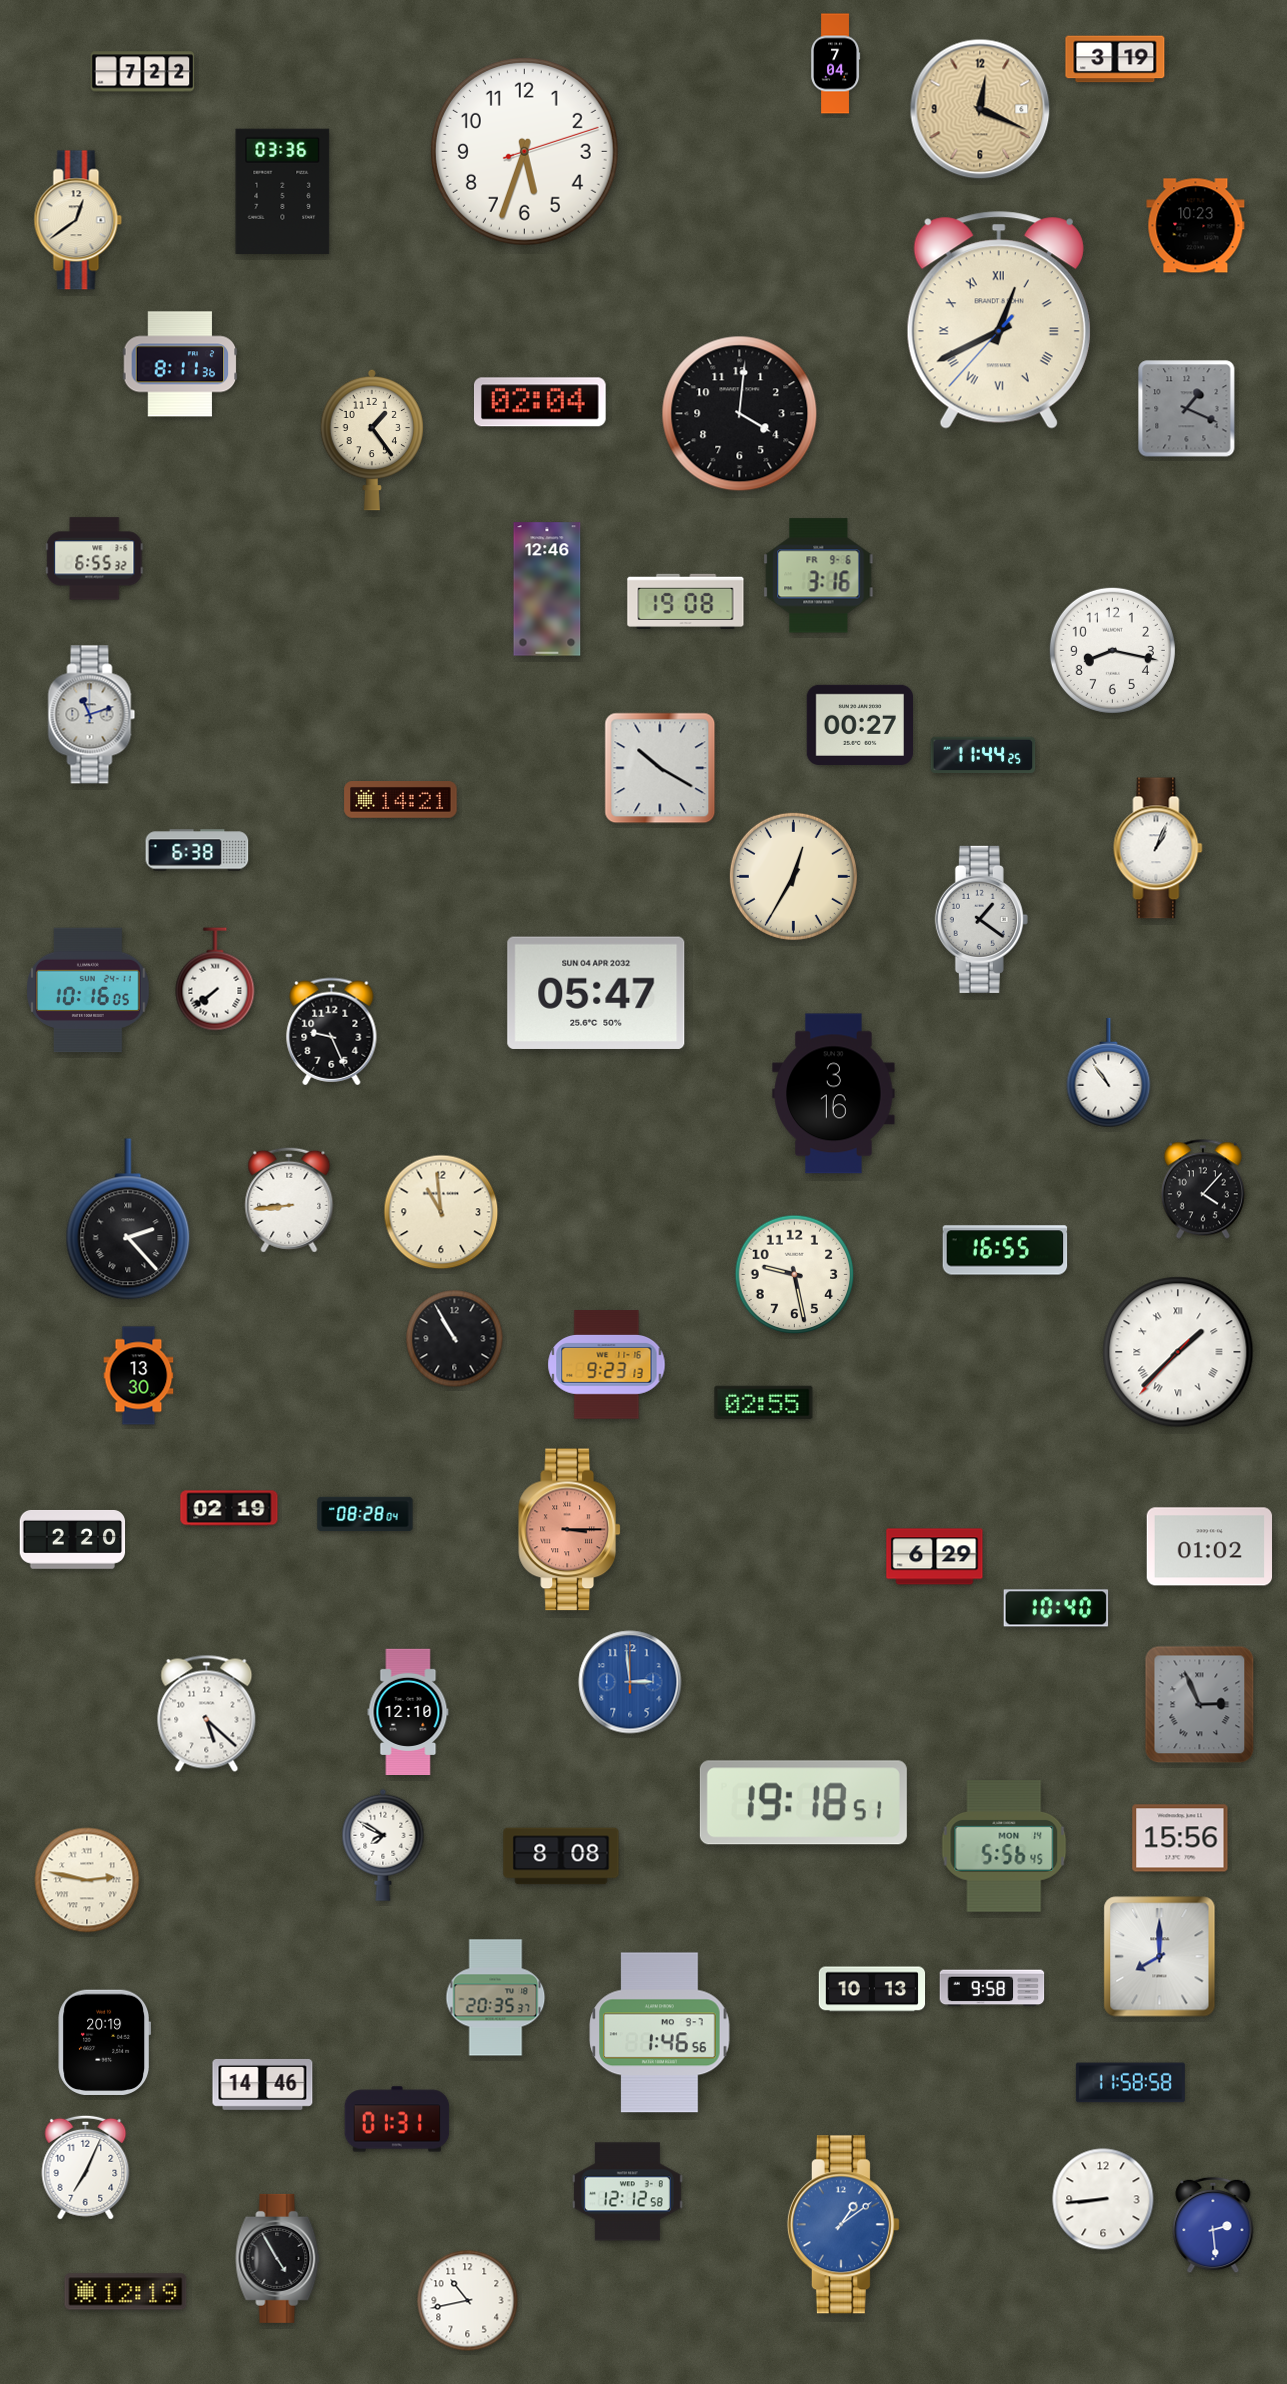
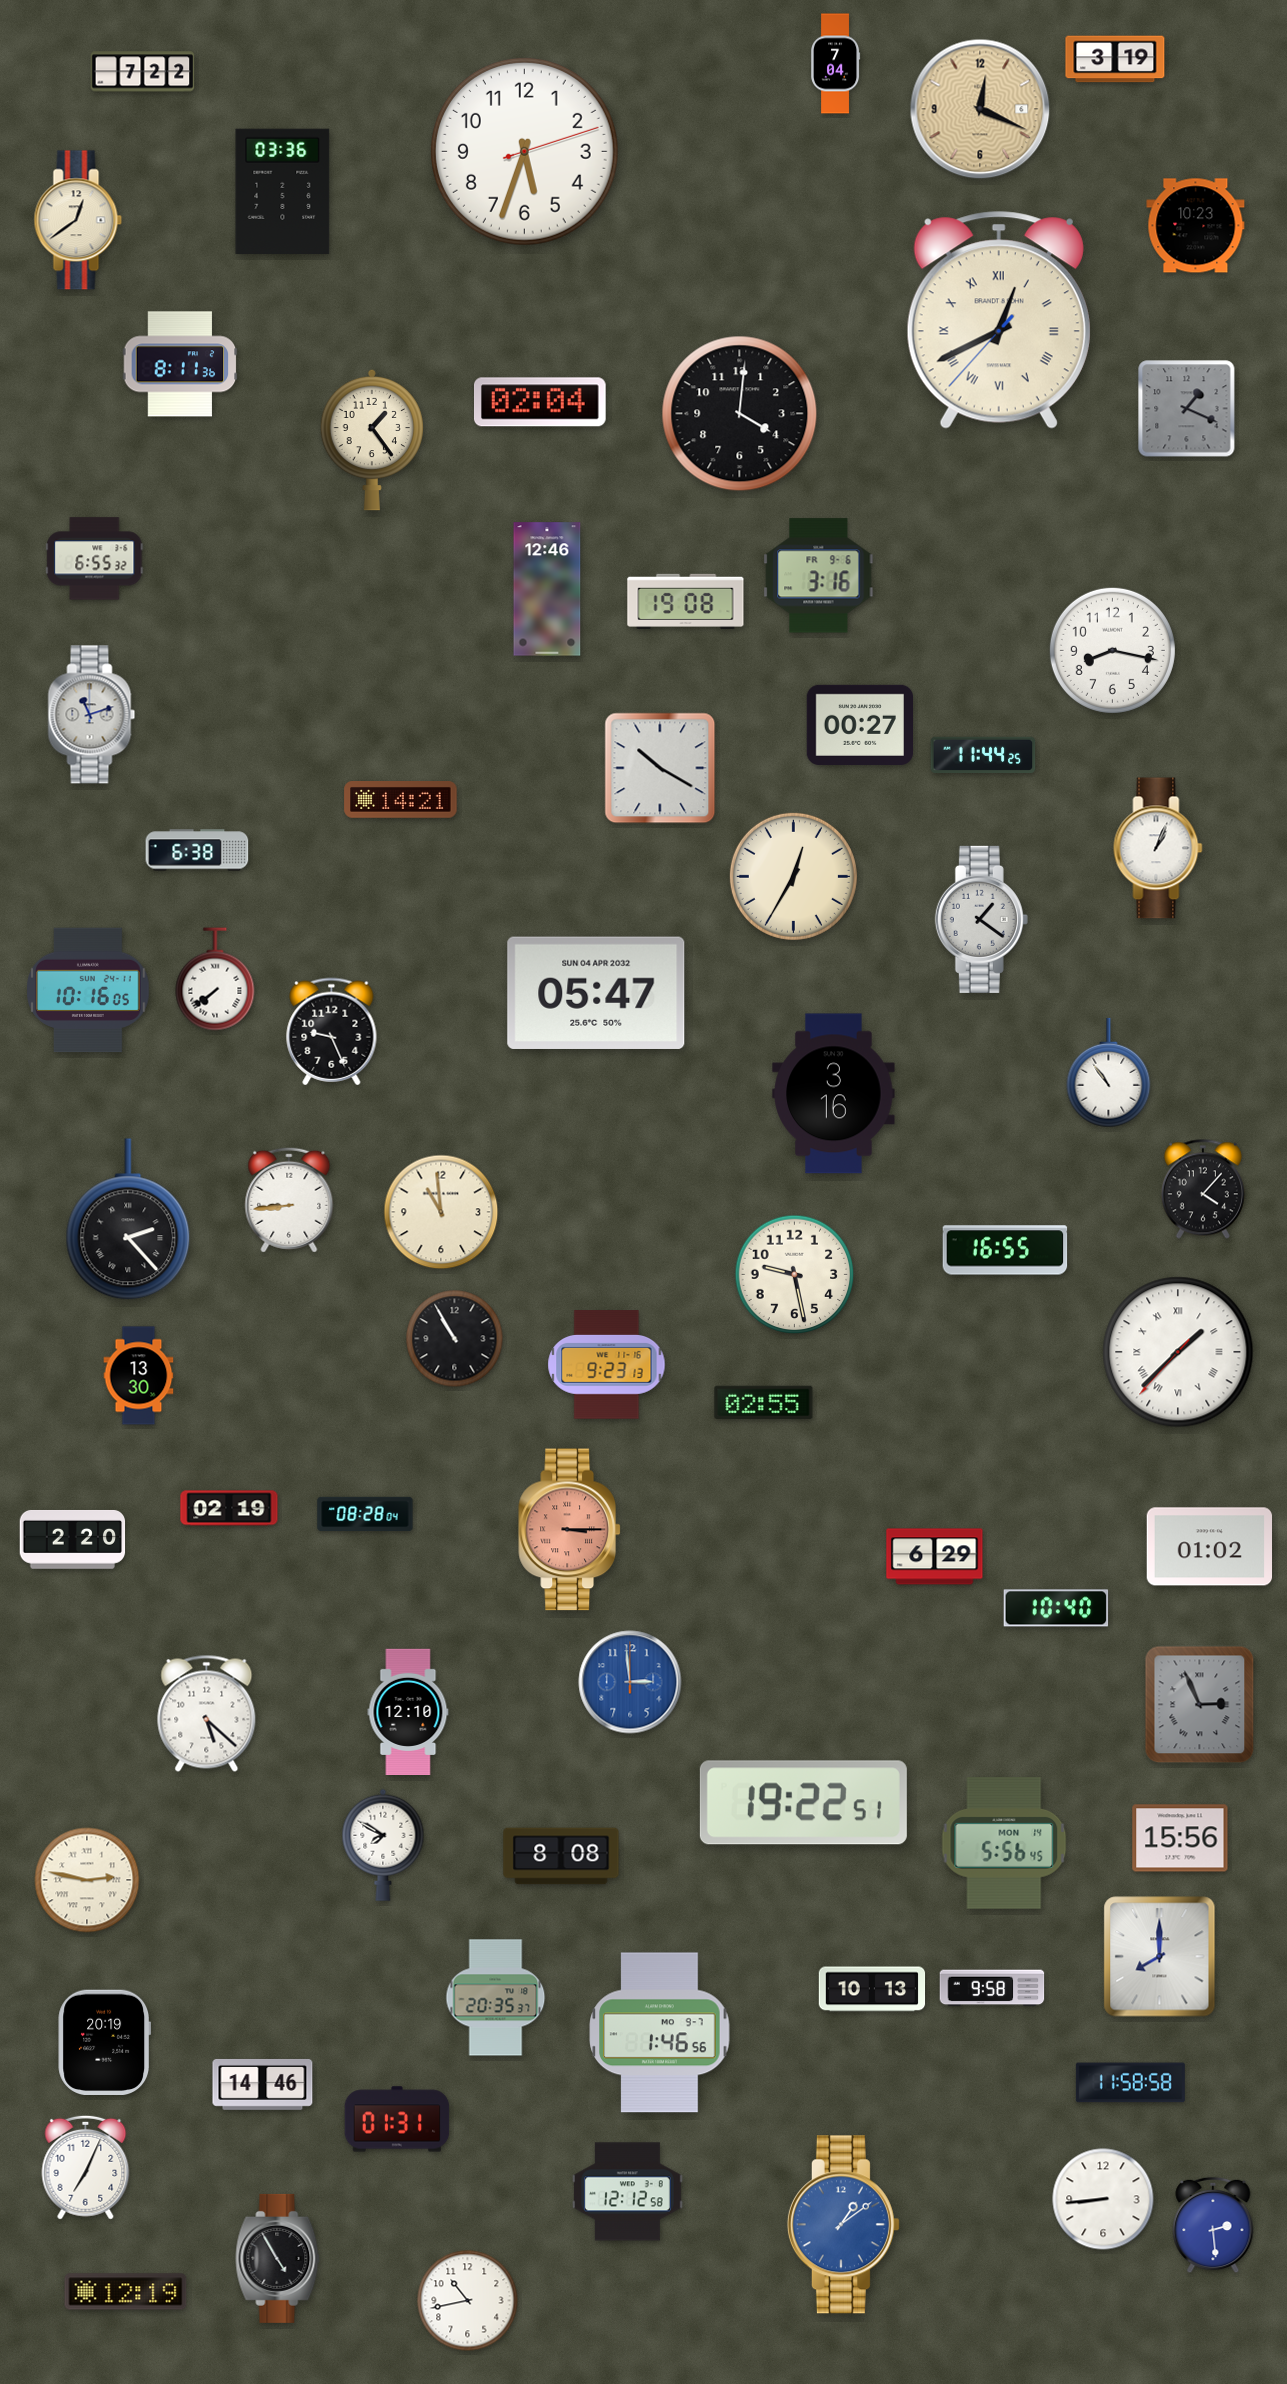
clock at (803, 1803): 19:18 -> 19:22
clock at (1004, 1847) position: (1004, 1847) -> (1004, 1844)
